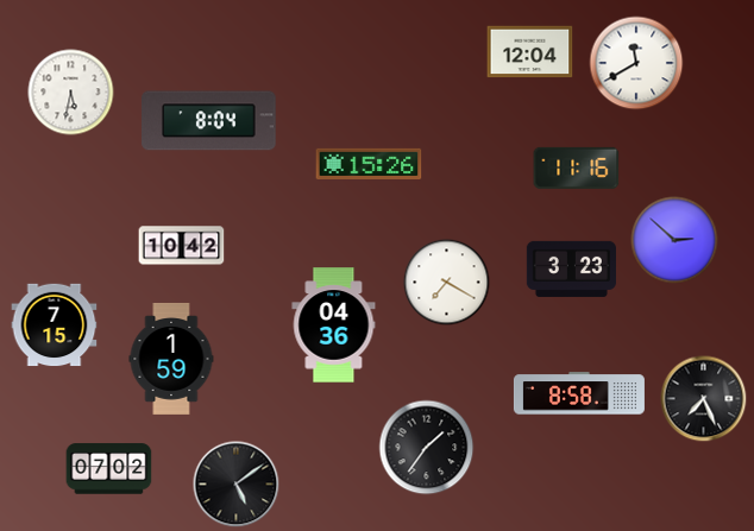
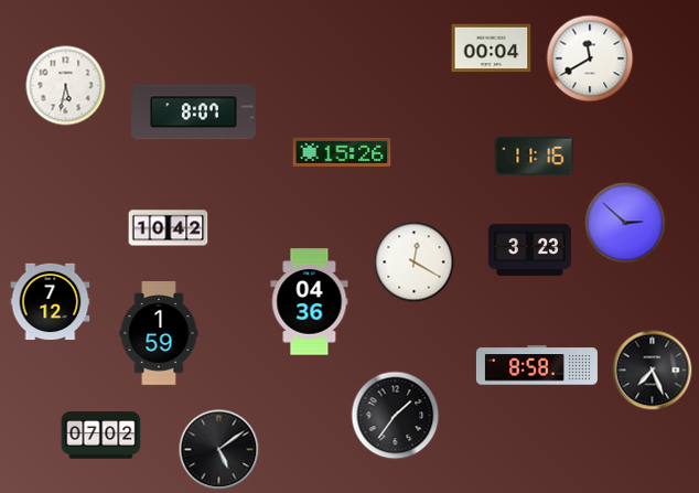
clock at (530, 52): 12:04 -> 00:04
clock at (209, 121): 8:04 -> 8:07
clock at (447, 283): 7:20 -> 12:20
clock at (55, 325): 7:15 -> 7:12
